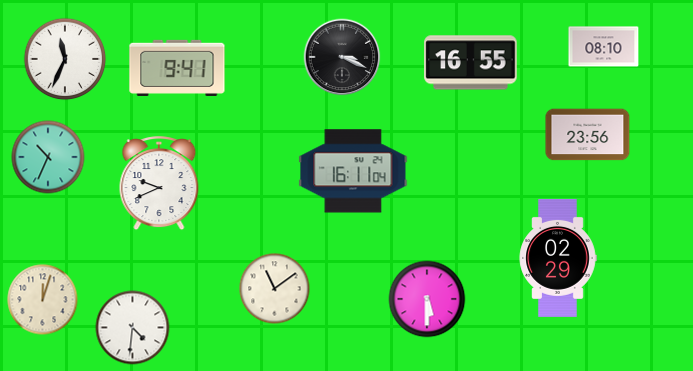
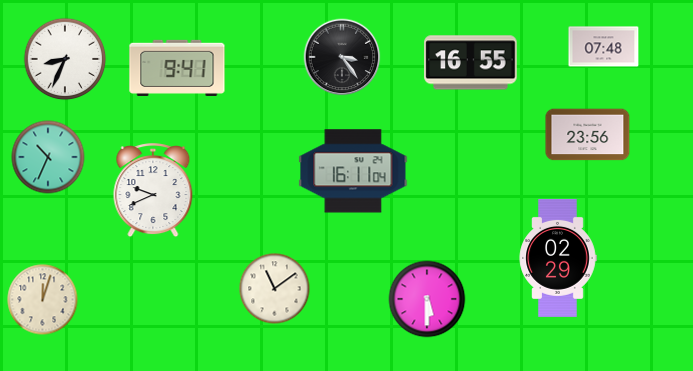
clock at (604, 47): 08:10 -> 07:48
clock at (342, 57): 3:19 -> 3:24
clock at (65, 59): 11:34 -> 8:34
clock at (159, 184) position: (159, 184) -> (153, 191)
clock at (133, 328): 4:31 -> none
